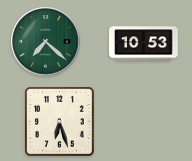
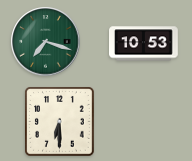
clock at (46, 42): 7:22 -> 7:18
clock at (60, 122): 6:27 -> 6:30
